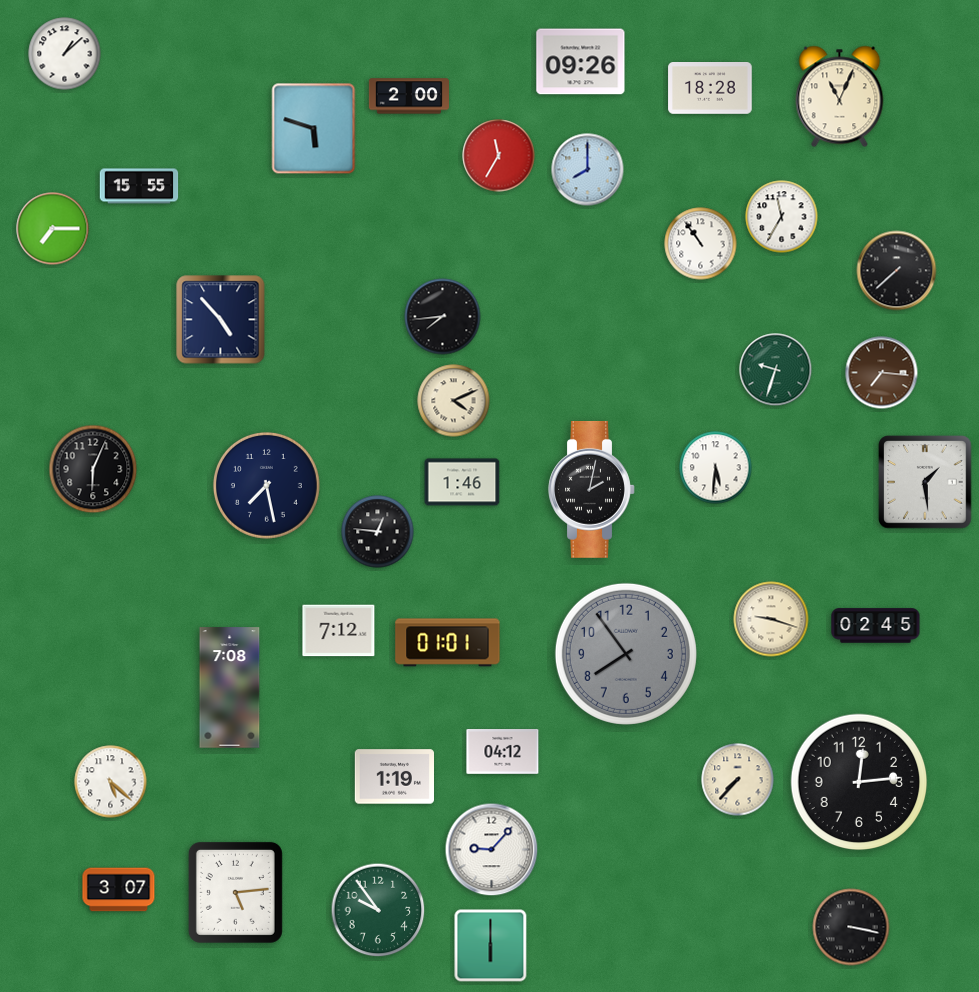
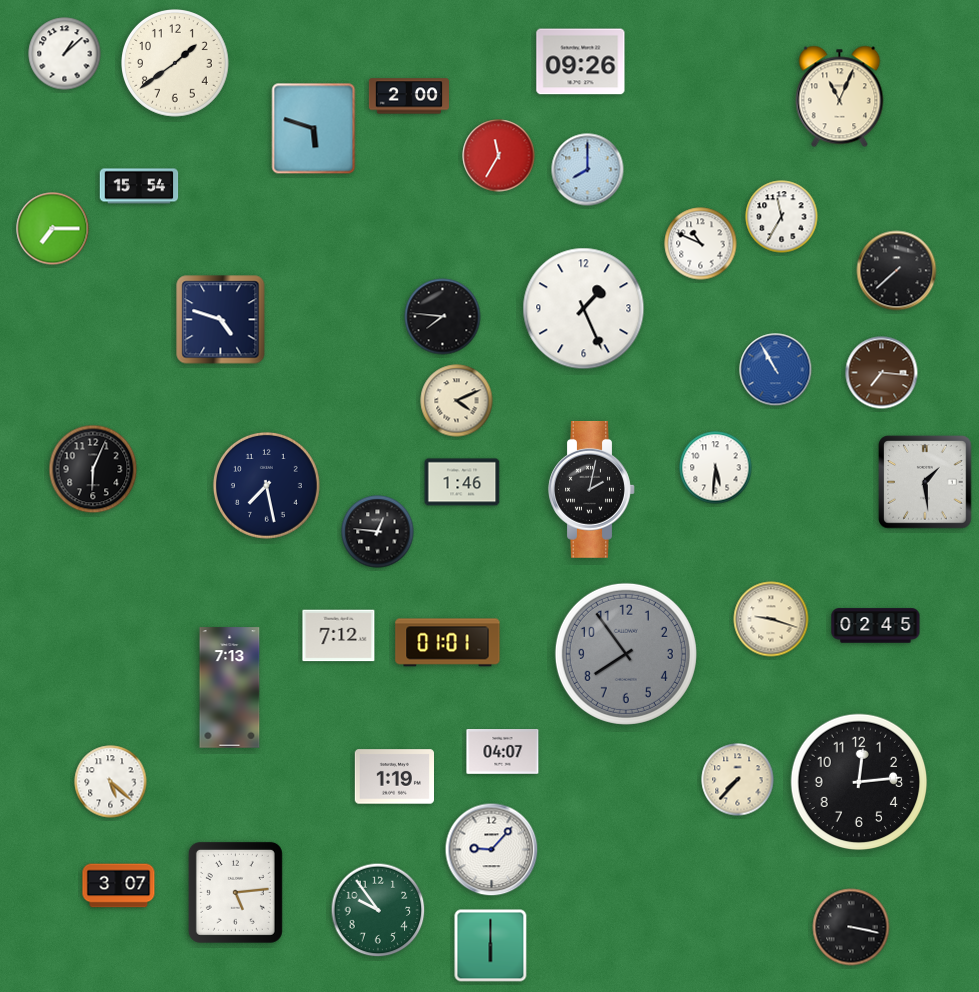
clock at (176, 64): none -> 1:39
clock at (710, 89): 18:28 -> none
clock at (139, 186): 15:55 -> 15:54
clock at (701, 244): 10:54 -> 10:49
clock at (584, 309): none -> 1:26
clock at (443, 317): 7:44 -> 7:46
clock at (221, 320): 4:53 -> 4:48
clock at (776, 370): 9:33 -> 10:55
clock at (776, 370) dial: green -> blue
clock at (454, 401) position: (454, 401) -> (457, 401)
clock at (339, 631) position: (339, 631) -> (339, 636)
clock at (230, 688): 7:08 -> 7:13
clock at (503, 752): 04:12 -> 04:07
clock at (119, 890) position: (119, 890) -> (119, 886)
